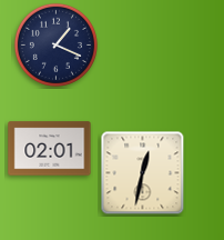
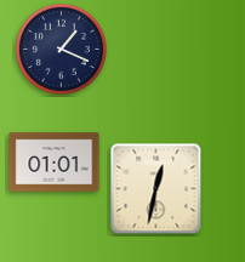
clock at (50, 149): 02:01 -> 01:01
